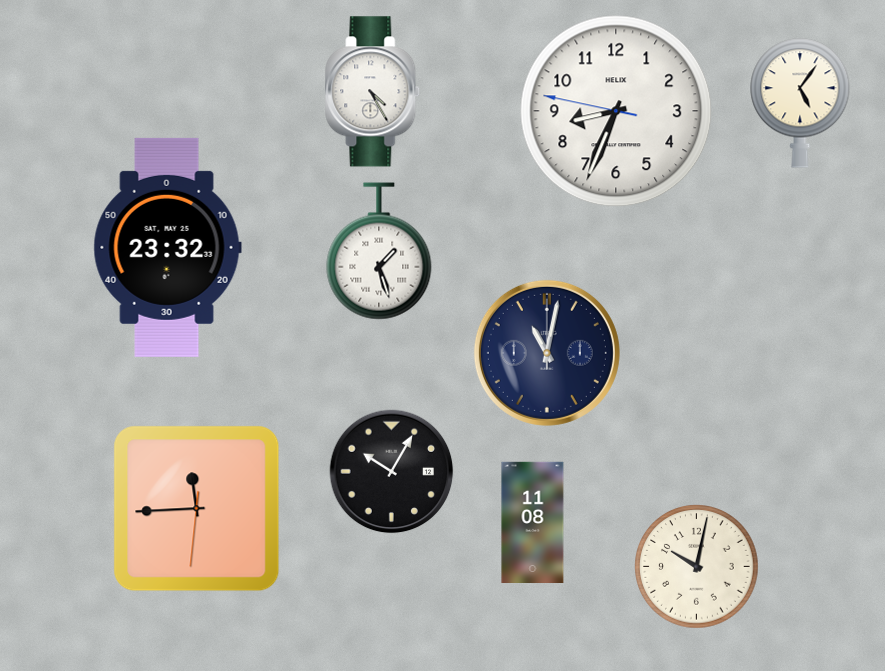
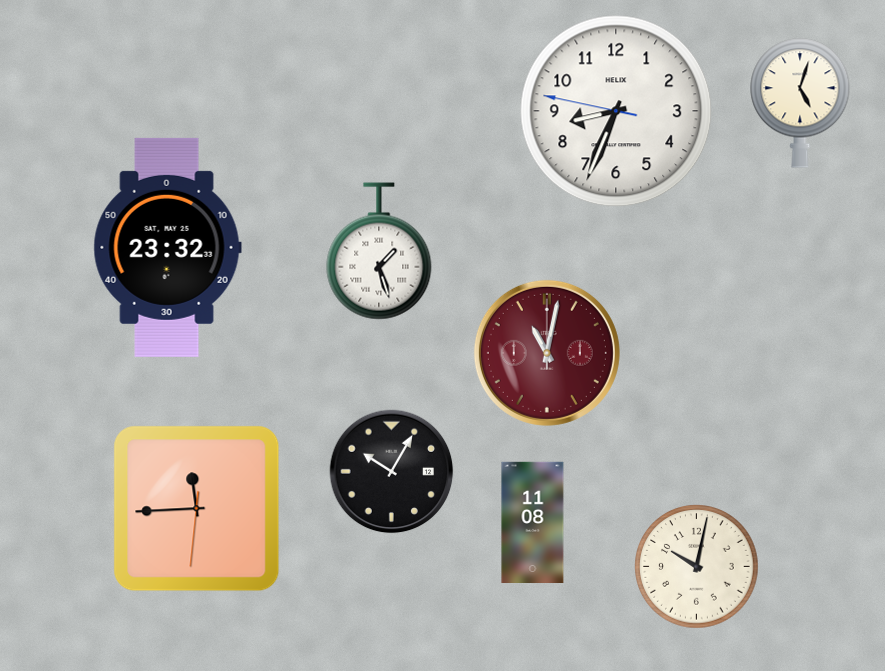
clock at (373, 92): 4:25 -> none
clock at (800, 103): 5:06 -> 5:03
clock at (547, 353) dial: navy -> burgundy
